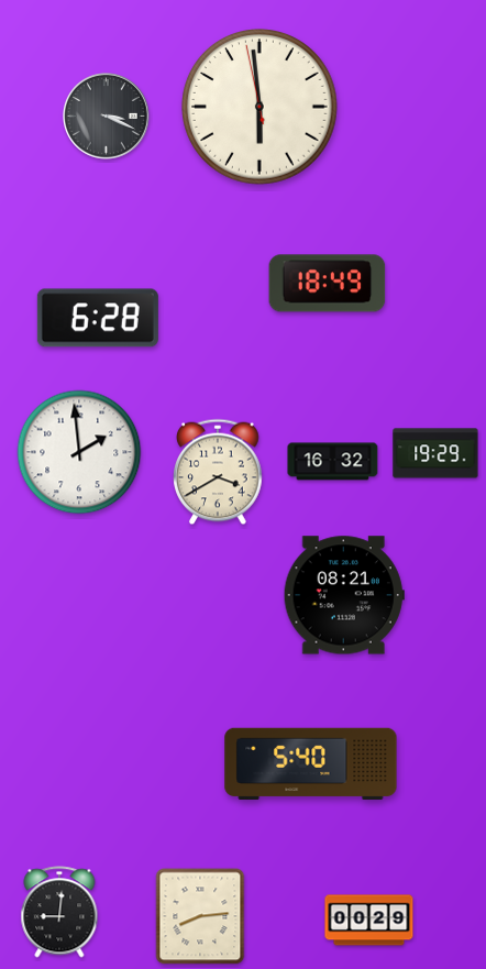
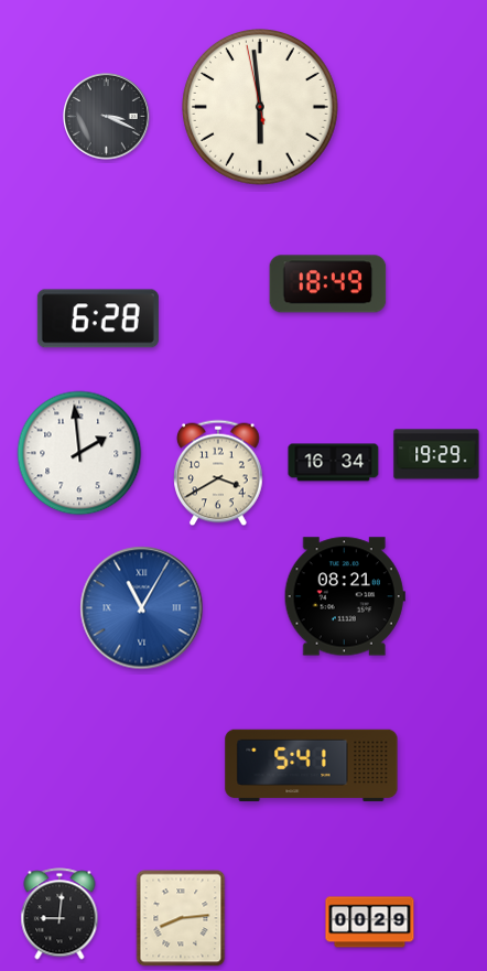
clock at (333, 462): 16:32 -> 16:34
clock at (142, 608): none -> 11:05
clock at (311, 764): 5:40 -> 5:41
clock at (200, 916) position: (200, 916) -> (181, 918)
